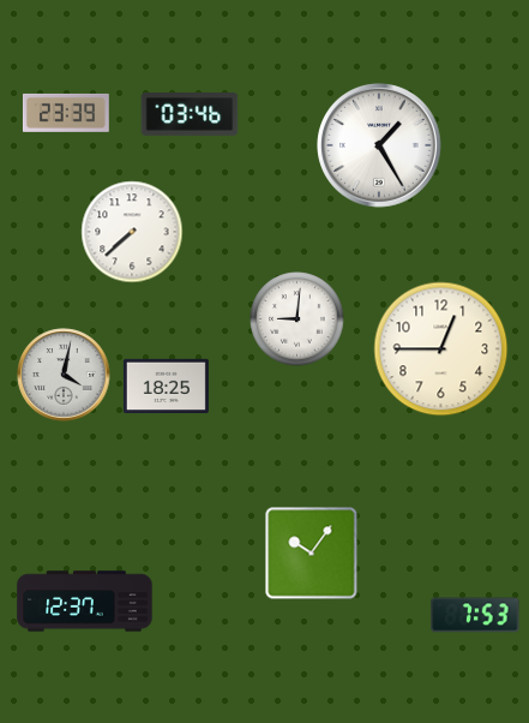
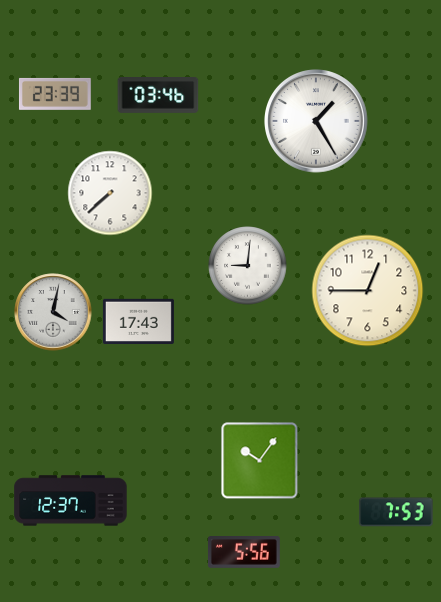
clock at (166, 386): 18:25 -> 17:43
clock at (244, 553): none -> 5:56
